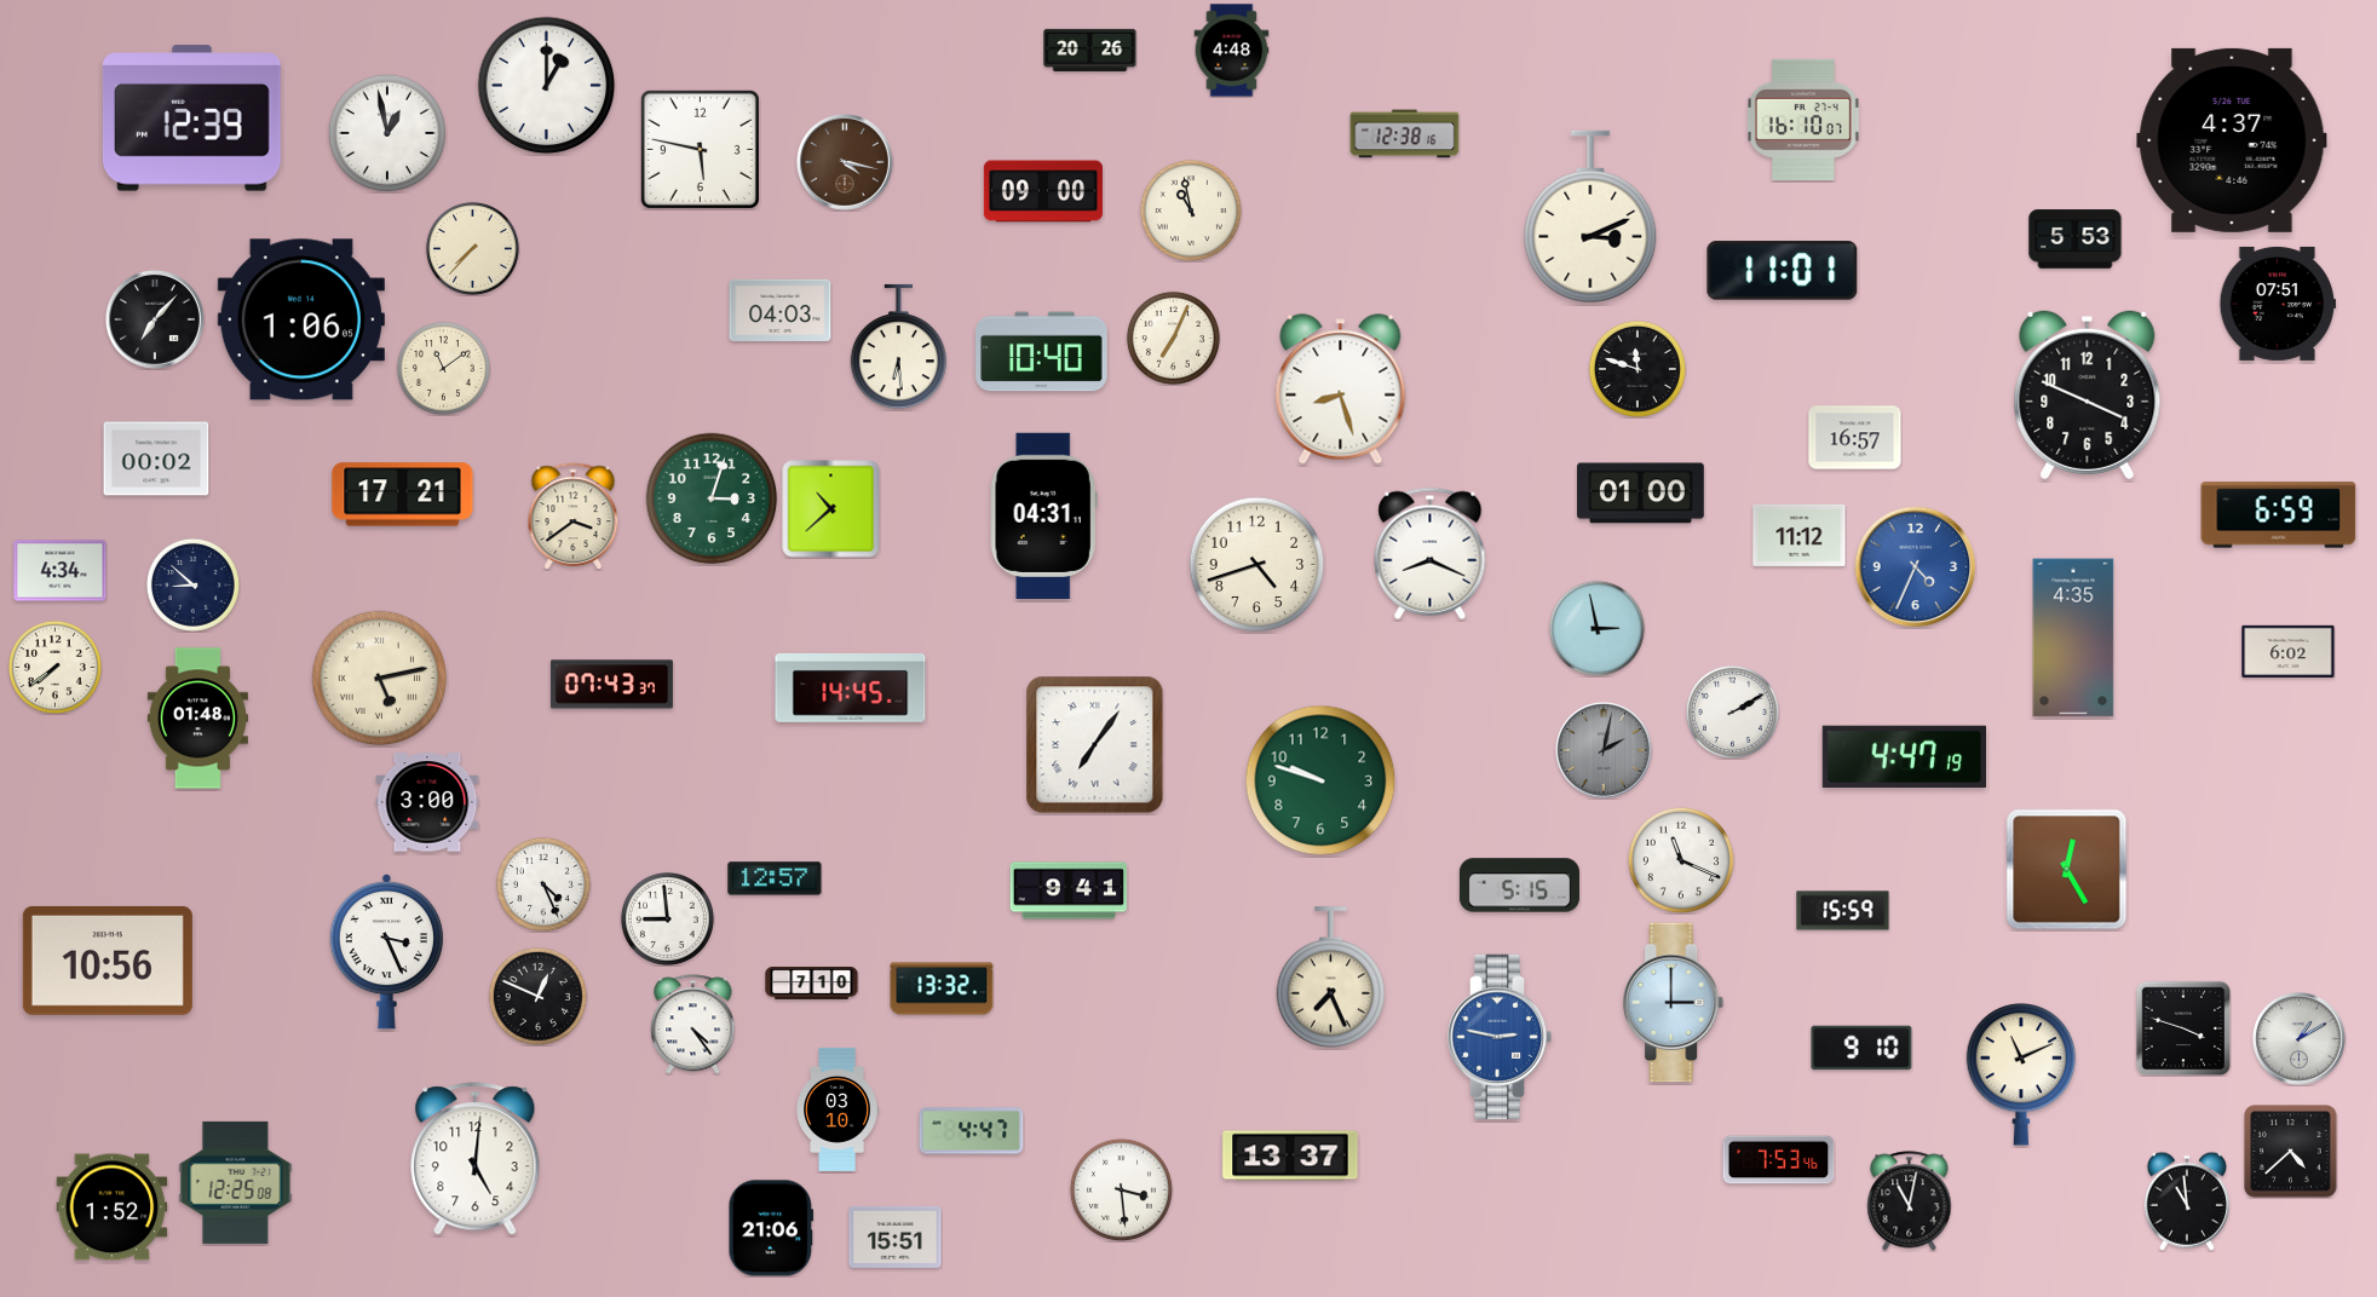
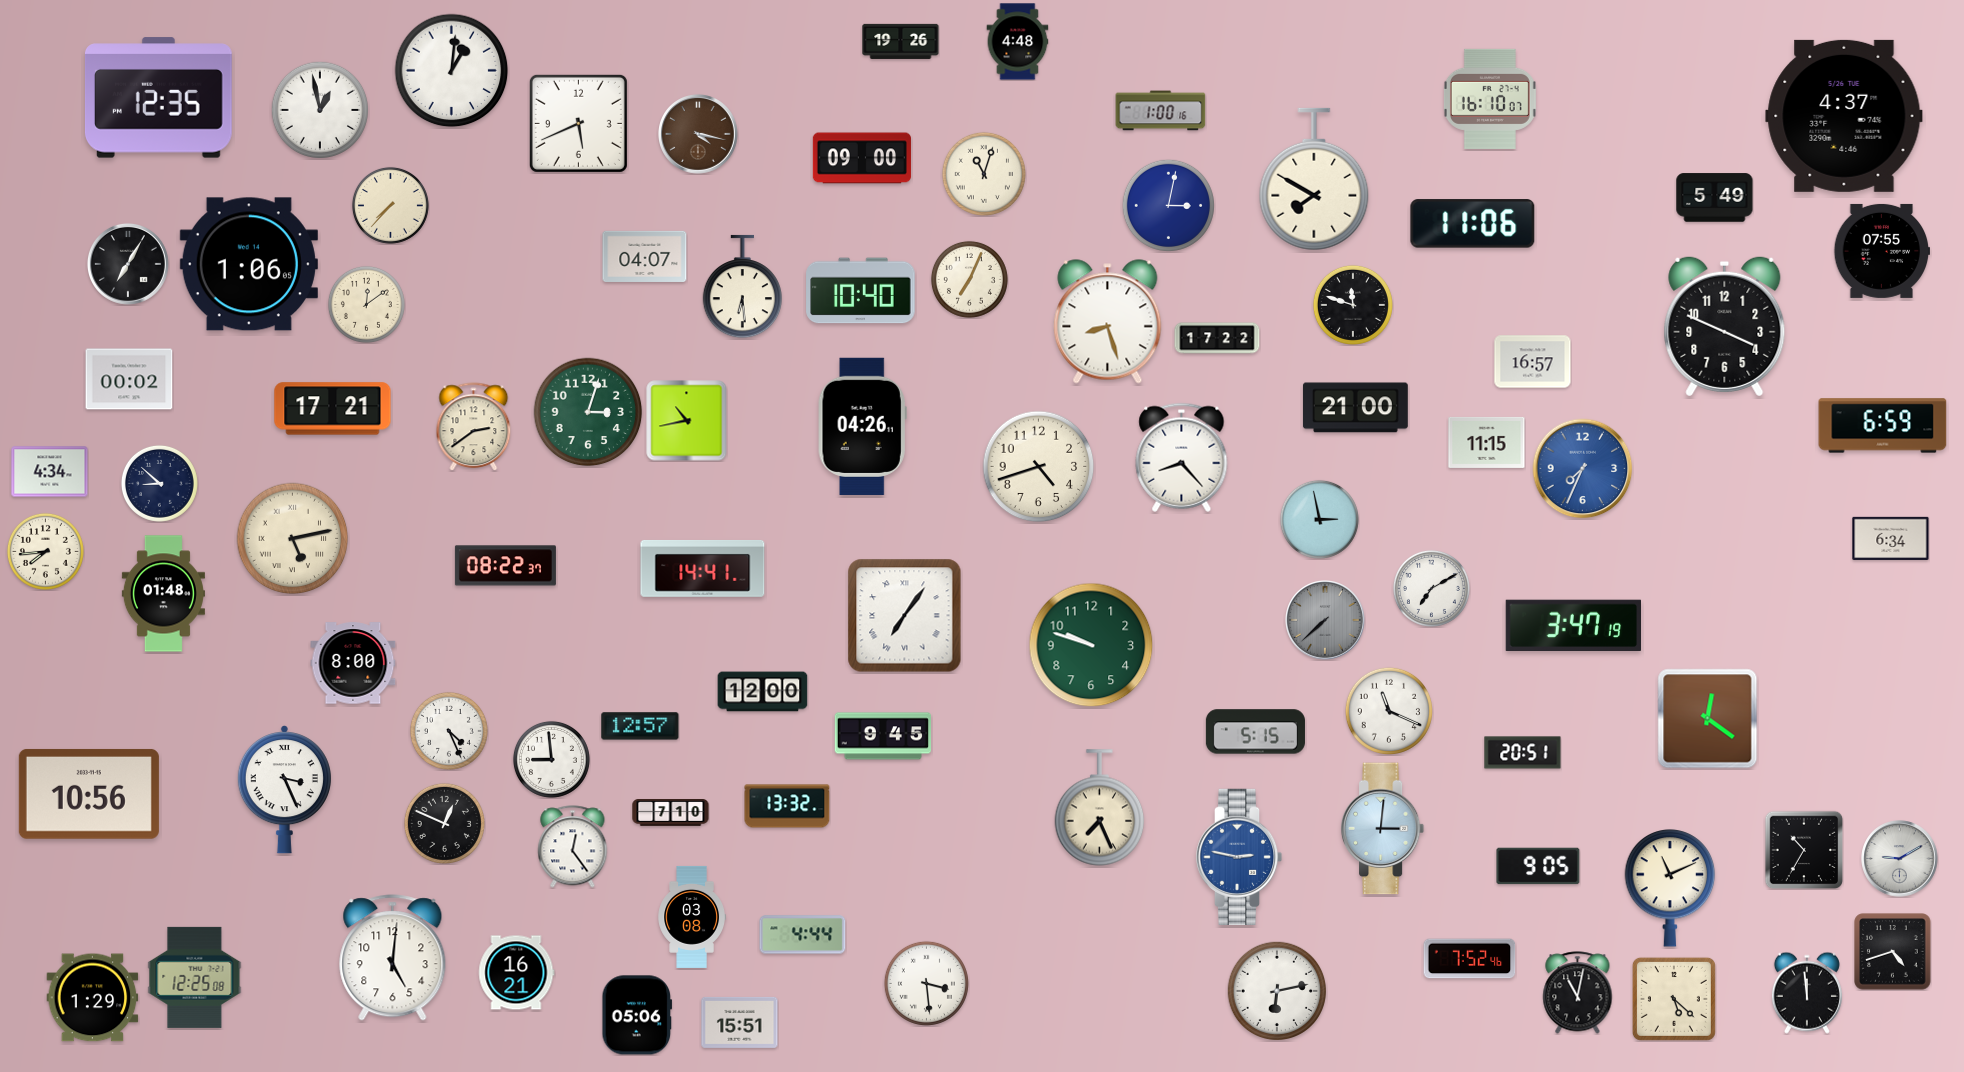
clock at (1090, 50): 20:26 -> 19:26
clock at (547, 86): 1:00 -> 1:01
clock at (191, 119): 12:39 -> 12:35
clock at (1405, 134): 12:38 -> 1:00
clock at (700, 149): 5:47 -> 5:41
clock at (1191, 211): 10:58 -> 11:03
clock at (1590, 217): 3:11 -> 7:50
clock at (2076, 240): 5:53 -> 5:49
clock at (1168, 205): none -> 3:02
clock at (1783, 271): 11:01 -> 11:06
clock at (2278, 304): 07:51 -> 07:55
clock at (781, 310): 04:03 -> 04:07
clock at (155, 319): 7:07 -> 7:05
clock at (443, 368): 11:09 -> 12:09
clock at (1217, 338): none -> 17:22
clock at (1640, 494): 01:00 -> 21:00
clock at (831, 509): 10:38 -> 10:43
clock at (1043, 515): 04:31 -> 04:26
clock at (574, 517): 3:39 -> 2:39
clock at (1800, 535): 11:12 -> 11:15
clock at (1431, 553): 8:19 -> 8:23
clock at (1916, 567): 4:34 -> 7:34
clock at (2073, 638): 4:35 -> none
clock at (2289, 651): 6:02 -> 6:34
clock at (54, 667): 7:39 -> 7:44
clock at (380, 679) position: (380, 679) -> (293, 539)
clock at (611, 685): 07:43 -> 08:22
clock at (851, 687): 14:45 -> 14:41
clock at (1732, 711): 2:10 -> 7:10
clock at (1604, 750): 2:02 -> 7:38
clock at (1904, 757): 4:47 -> 3:47
clock at (427, 802): 3:00 -> 8:00
clock at (763, 692): none -> 12:00
clock at (2067, 870): 12:25 -> 12:21
clock at (1069, 890): 9:41 -> 9:45
clock at (1843, 911): 15:59 -> 20:51
clock at (386, 952) position: (386, 952) -> (284, 790)
clock at (942, 988) position: (942, 988) -> (787, 806)
clock at (1674, 1003): 3:00 -> 3:01
clock at (693, 1025): 4:24 -> 12:24
clock at (2183, 1028): 3:48 -> 10:35
clock at (2300, 1039): 1:10 -> 9:10
clock at (1861, 1048): 9:10 -> 9:05
clock at (838, 1109): 03:10 -> 03:08
clock at (972, 1131): 4:47 -> 4:44
clock at (2291, 1152): 4:38 -> 4:42
clock at (1290, 1155): 13:37 -> none
clock at (1779, 1160): 7:53 -> 7:52
clock at (517, 973): none -> 16:21
clock at (1277, 991): none -> 6:13
clock at (2187, 1201): 10:59 -> 11:59
clock at (113, 1207): 1:52 -> 1:29
clock at (1674, 999): none -> 5:22
clock at (771, 1228): 21:06 -> 05:06
